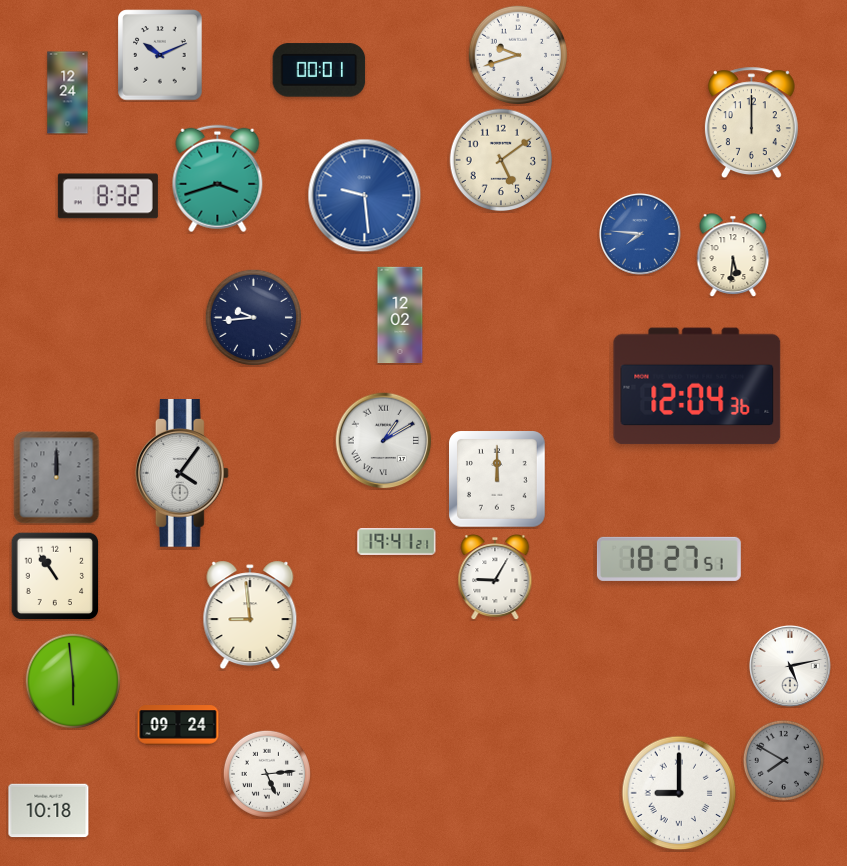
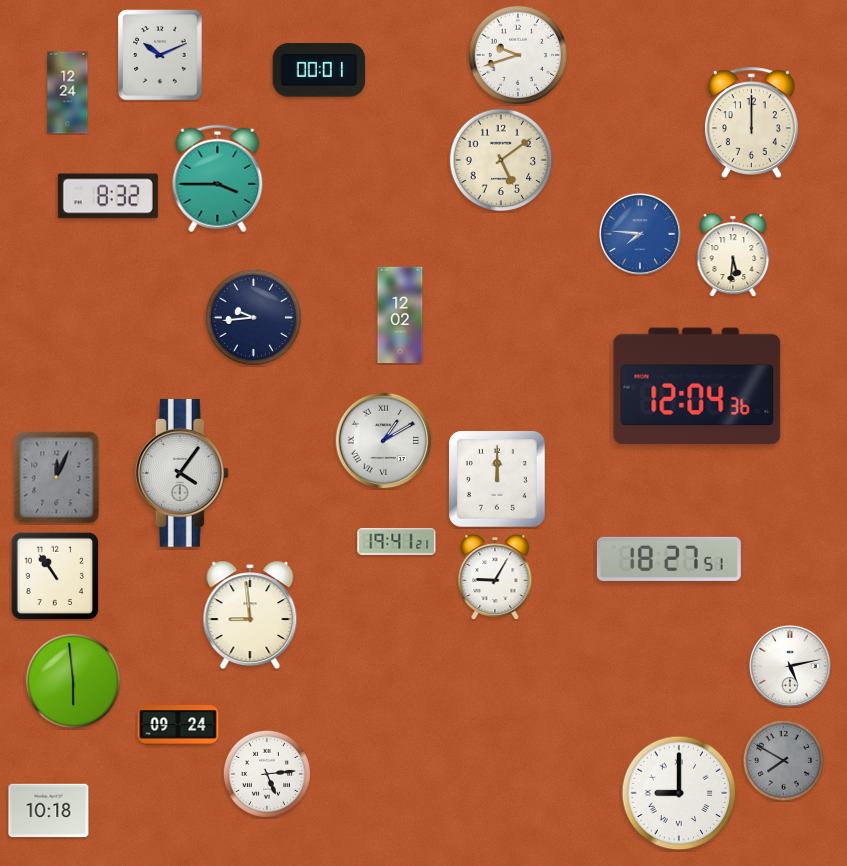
clock at (218, 179): 3:42 -> 3:45
clock at (365, 196): 9:29 -> none
clock at (57, 478): 12:00 -> 12:04
